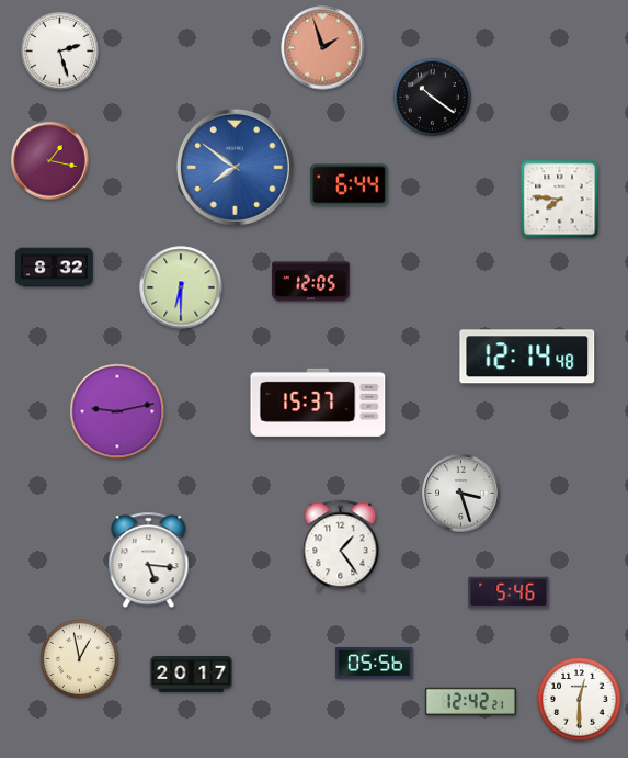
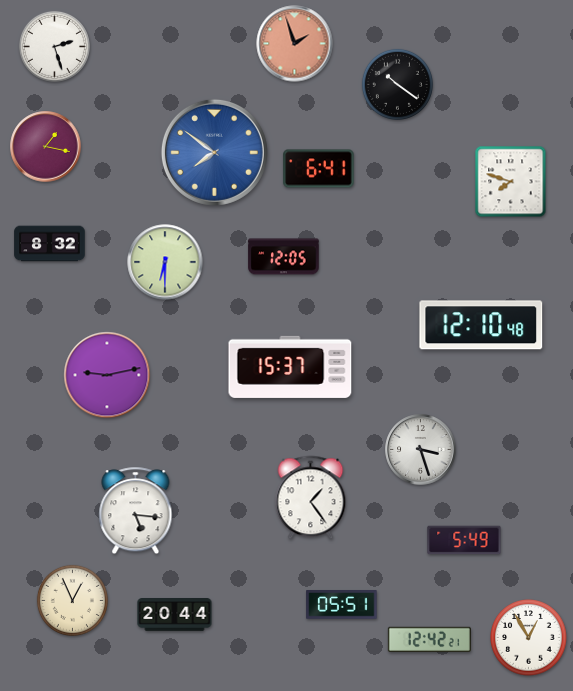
clock at (432, 97) position: (432, 97) -> (397, 84)
clock at (350, 185): 6:44 -> 6:41
clock at (560, 200): 7:46 -> 7:48
clock at (527, 357): 12:14 -> 12:10
clock at (509, 592): 5:46 -> 5:49
clock at (79, 658): 12:58 -> 12:56
clock at (375, 664): 05:56 -> 05:51
clock at (192, 675): 20:17 -> 20:44
clock at (580, 700): 12:30 -> 12:55
